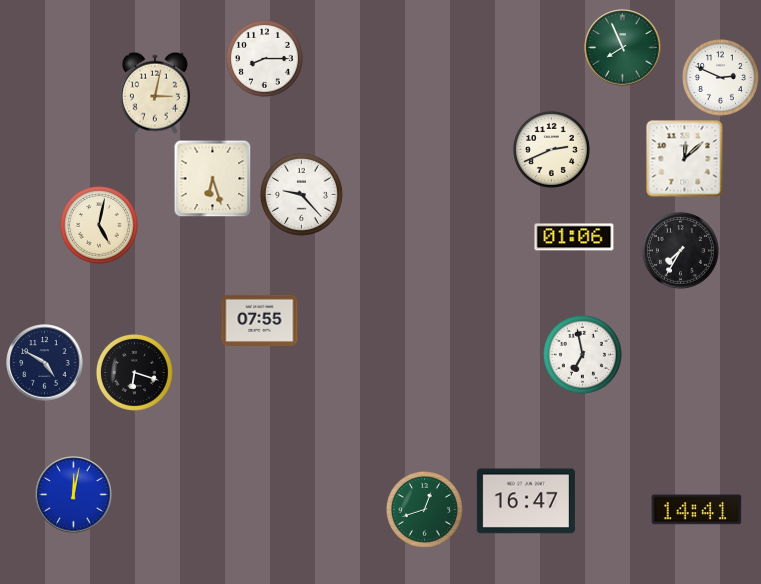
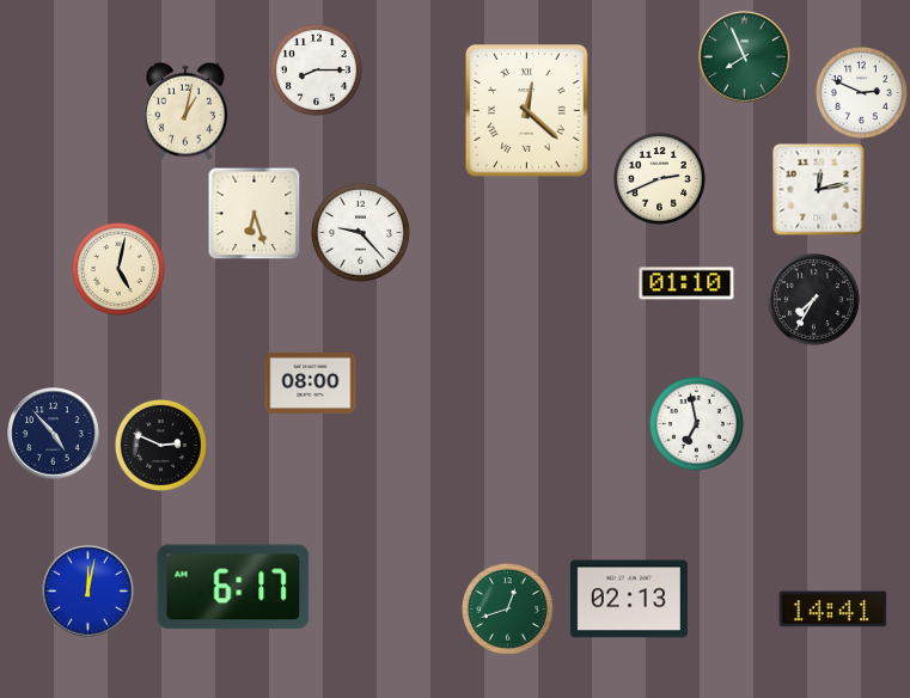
clock at (155, 93): 3:02 -> 1:02
clock at (527, 111): none -> 12:22
clock at (685, 159): 12:08 -> 12:13
clock at (574, 237): 01:06 -> 01:10
clock at (260, 320): 07:55 -> 08:00
clock at (45, 363): 4:50 -> 4:53
clock at (134, 372): 6:18 -> 2:49
clock at (233, 587): none -> 6:17
clock at (526, 501): 16:47 -> 02:13
